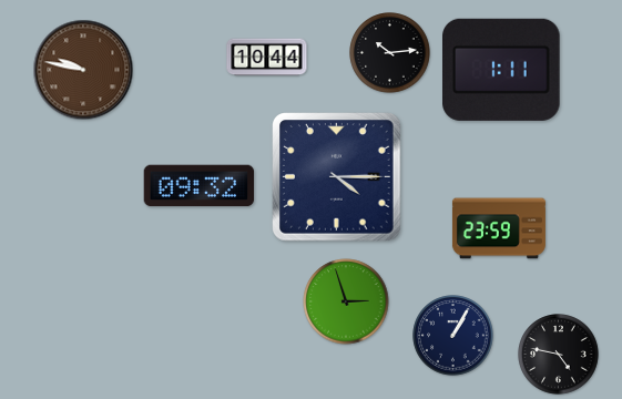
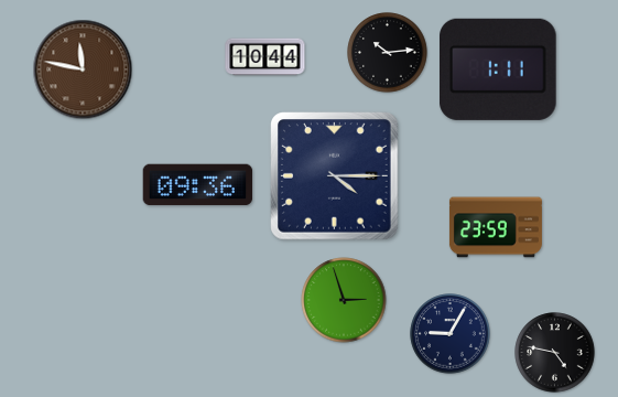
clock at (83, 70): 9:47 -> 11:47
clock at (200, 186): 09:32 -> 09:36
clock at (453, 336): 1:05 -> 9:05
